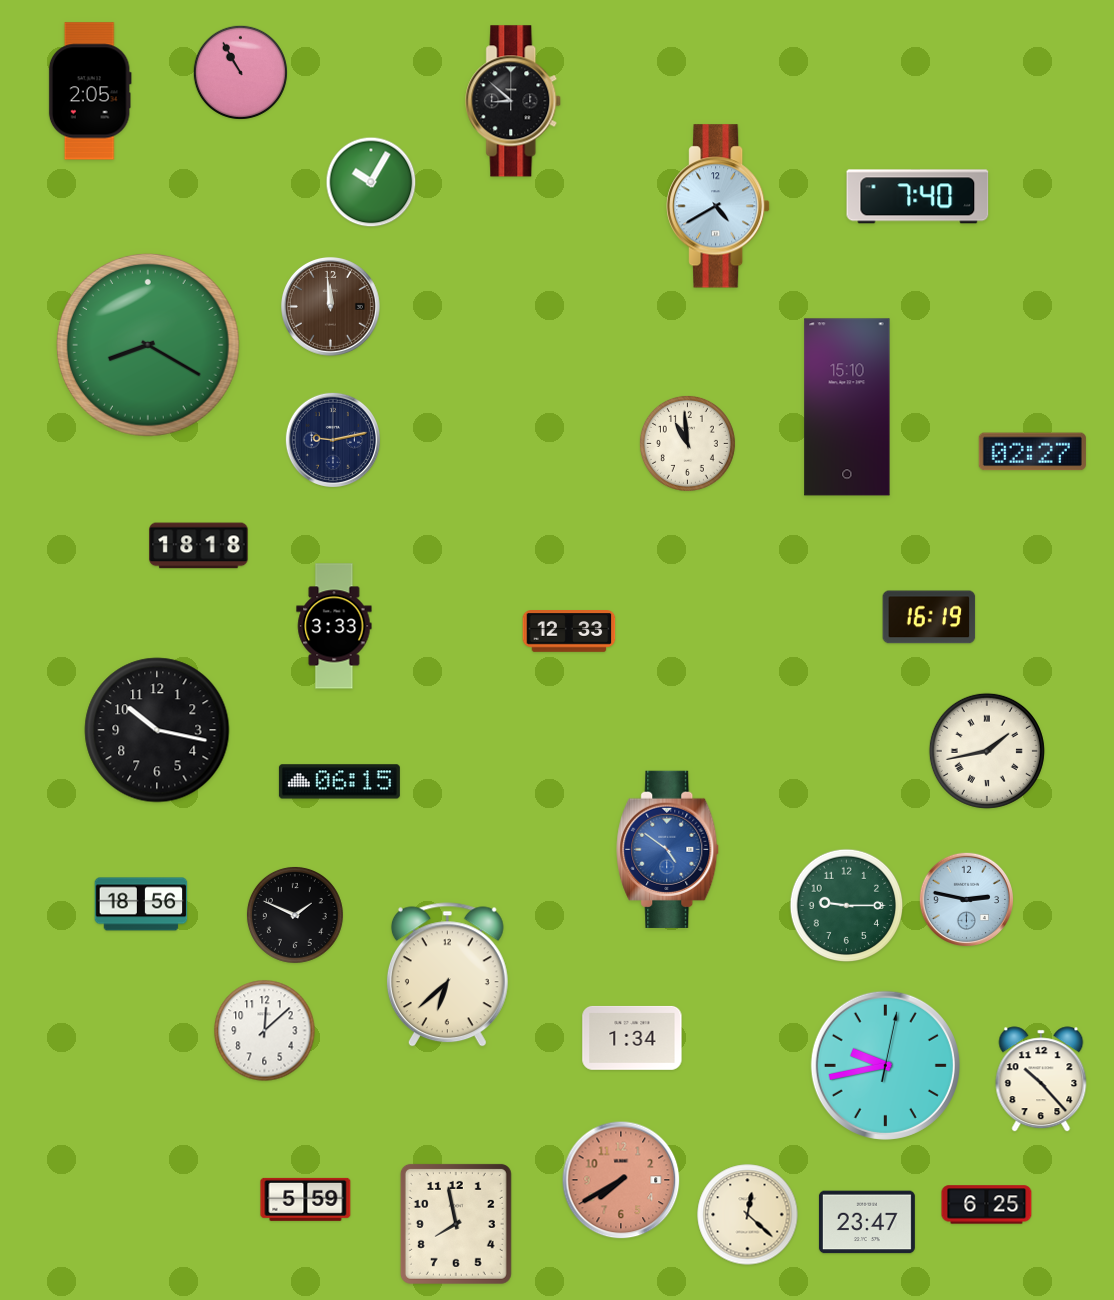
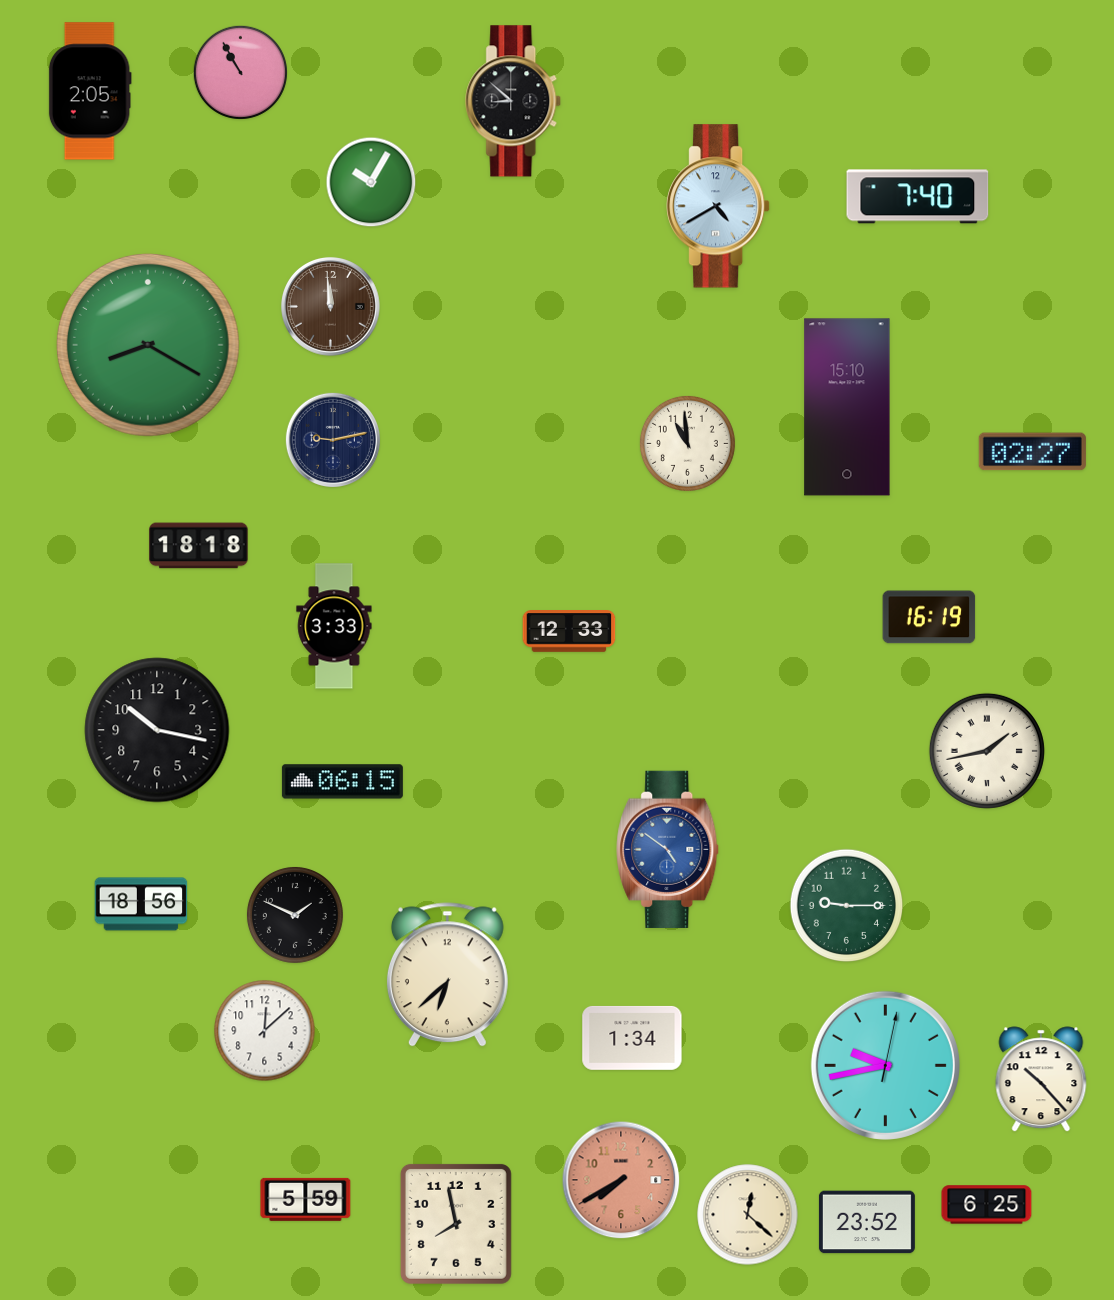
clock at (339, 782) position: (339, 782) -> (342, 782)
clock at (966, 899): 2:47 -> none
clock at (867, 1222): 23:47 -> 23:52
